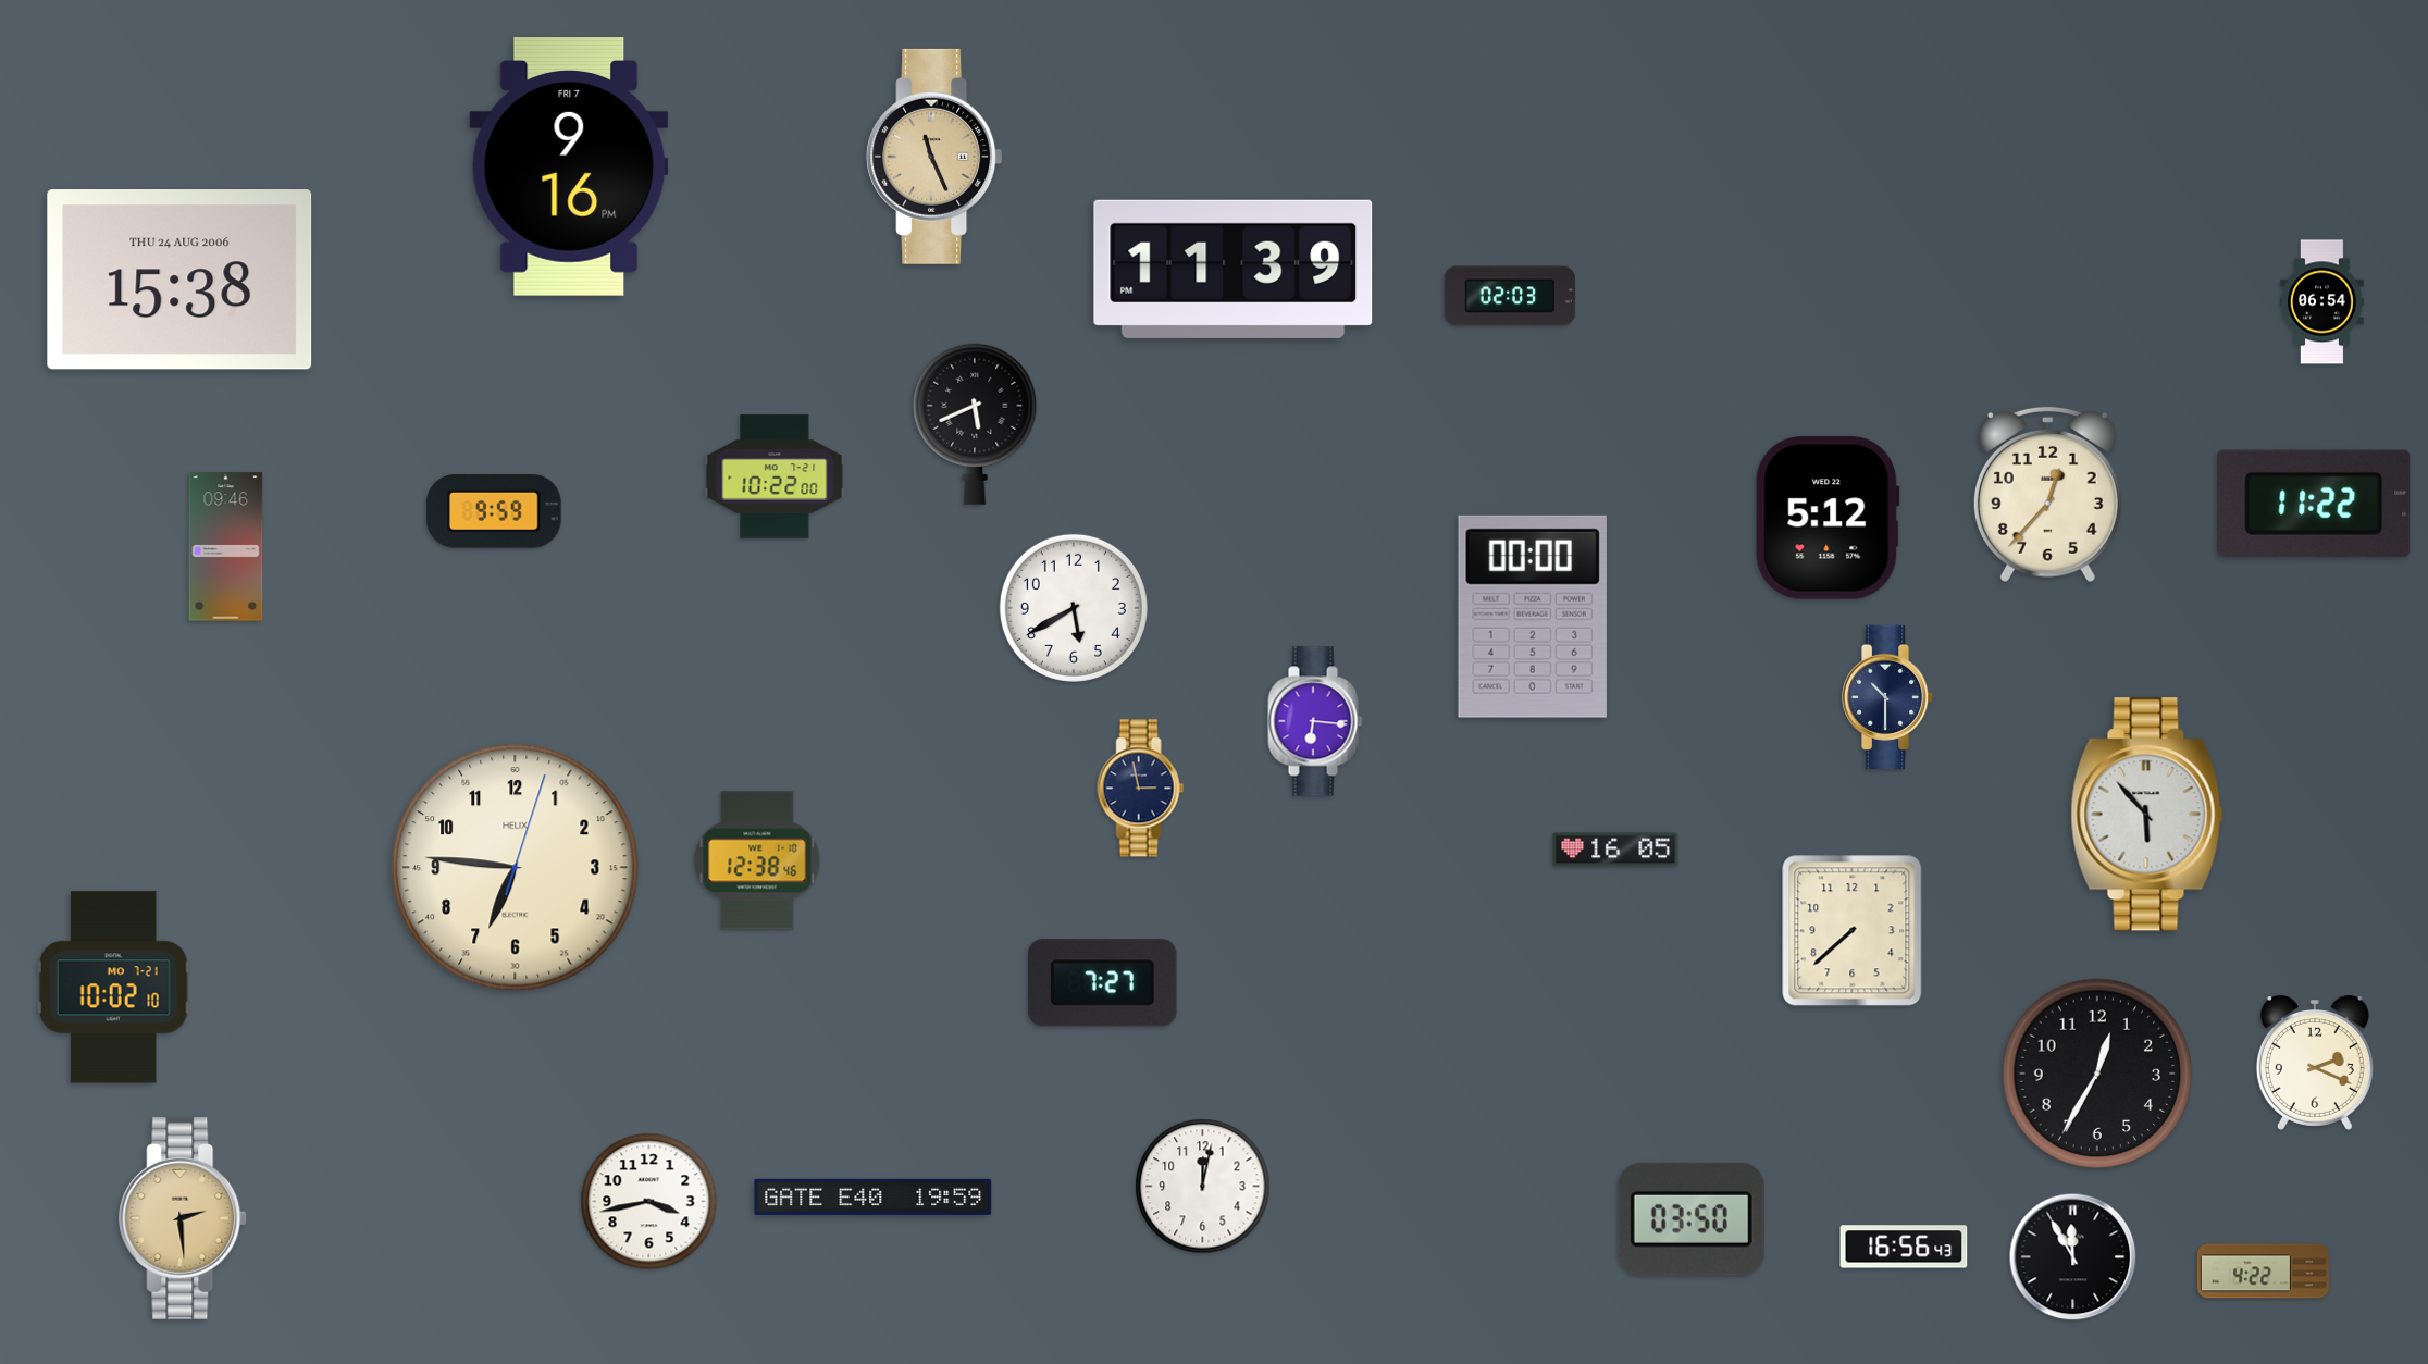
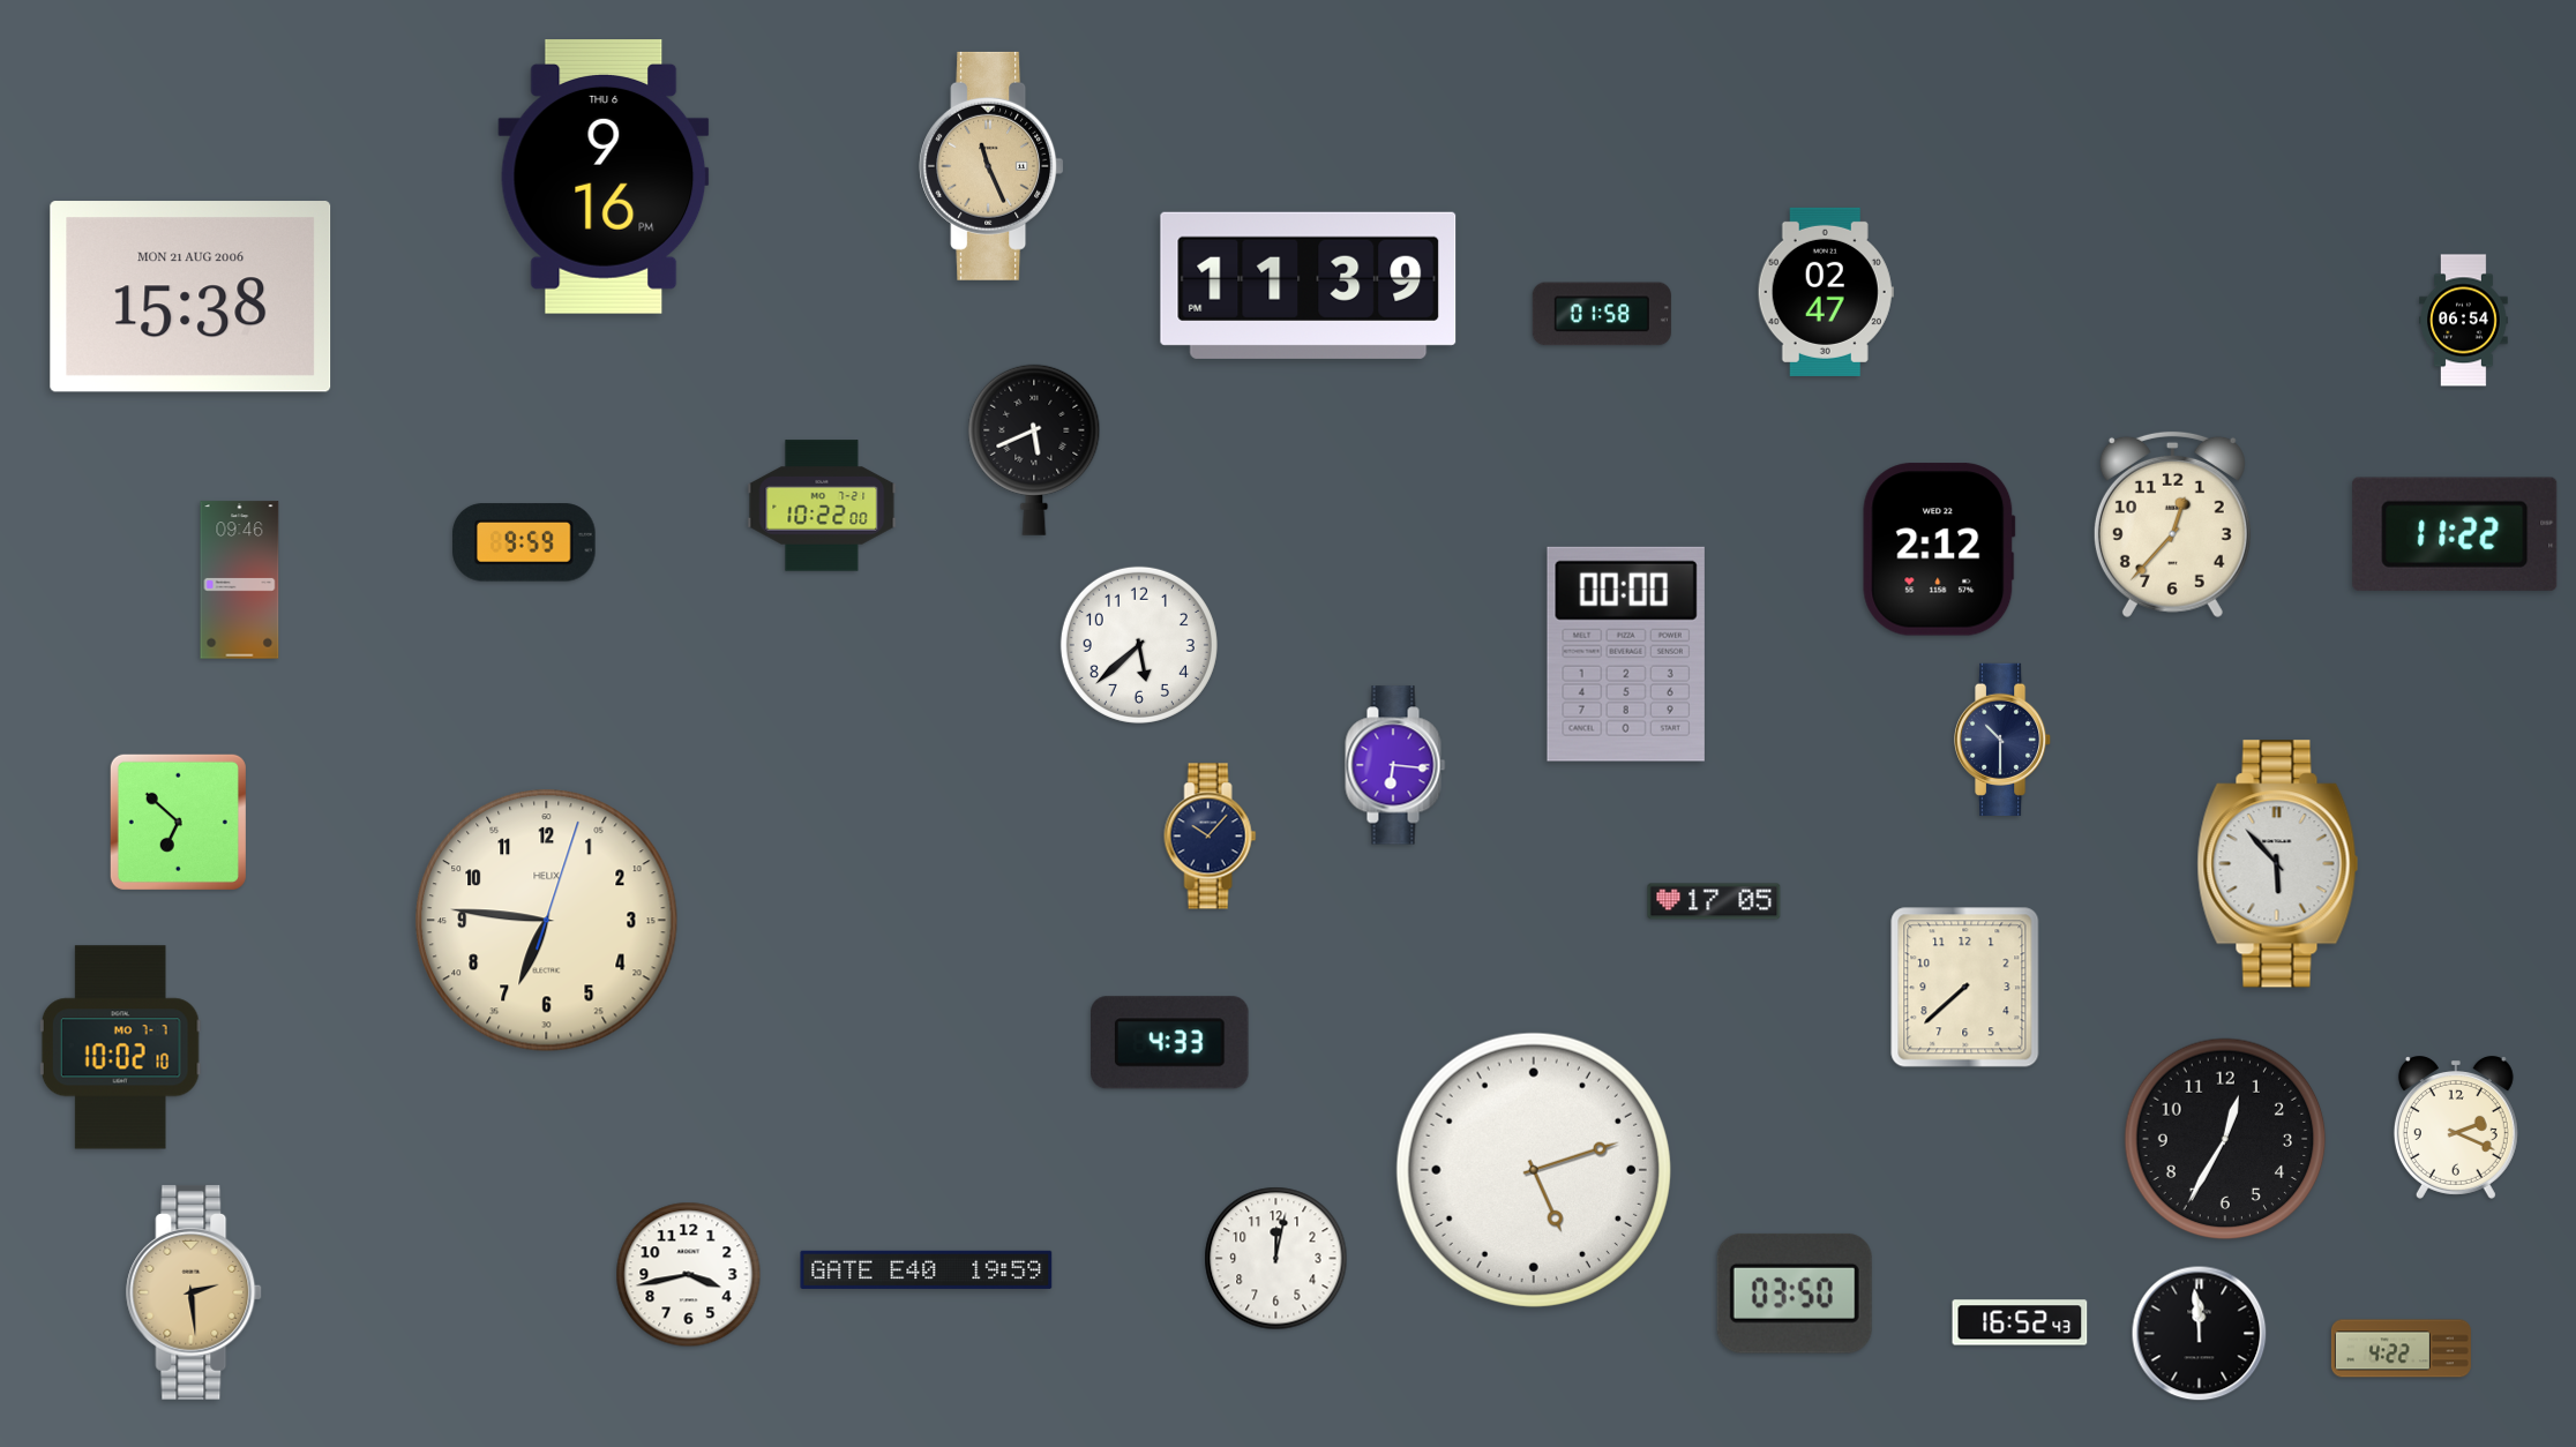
clock at (569, 168) date: FRI 7 -> THU 6
clock at (1826, 292): none -> 02:47
clock at (179, 280) date: THU 24 AUG 2006 -> MON 21 AUG 2006
clock at (1510, 296): 02:03 -> 01:58
clock at (1828, 518): 5:12 -> 2:12
clock at (1074, 608): 5:40 -> 5:38
clock at (178, 822): none -> 6:52
clock at (1141, 789): 2:58 -> 10:07
clock at (1615, 850): 16:05 -> 17:05
clock at (757, 860): 12:38 -> none
clock at (1103, 983): 7:27 -> 4:33
clock at (113, 988) date: MO 7-21 -> MO 7-7
clock at (1534, 1170): none -> 5:12
clock at (1904, 1247): 16:56 -> 16:52
clock at (2073, 1257): 11:55 -> 11:59
